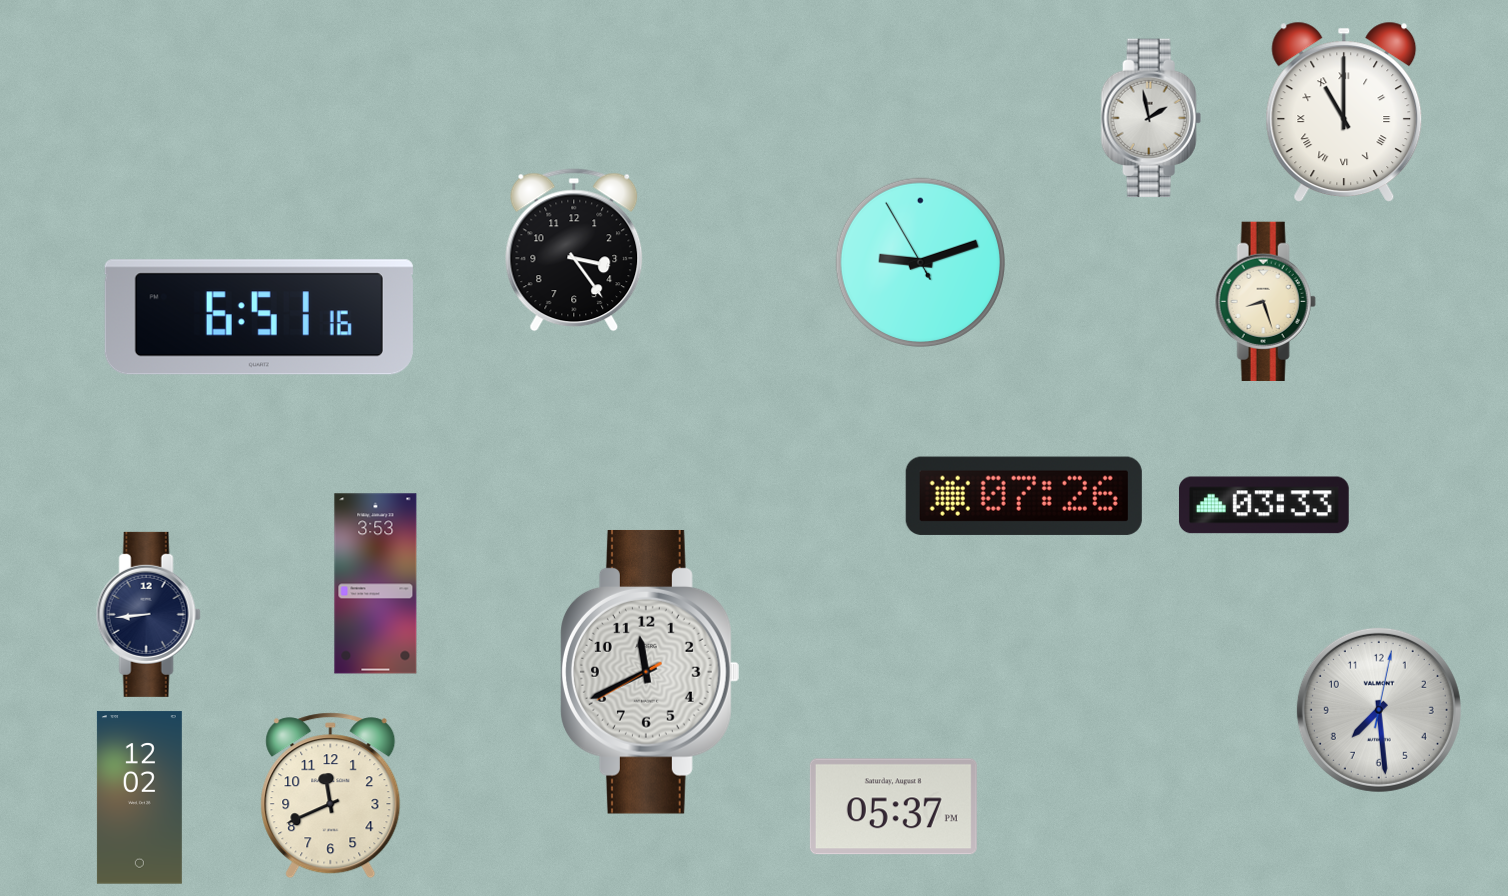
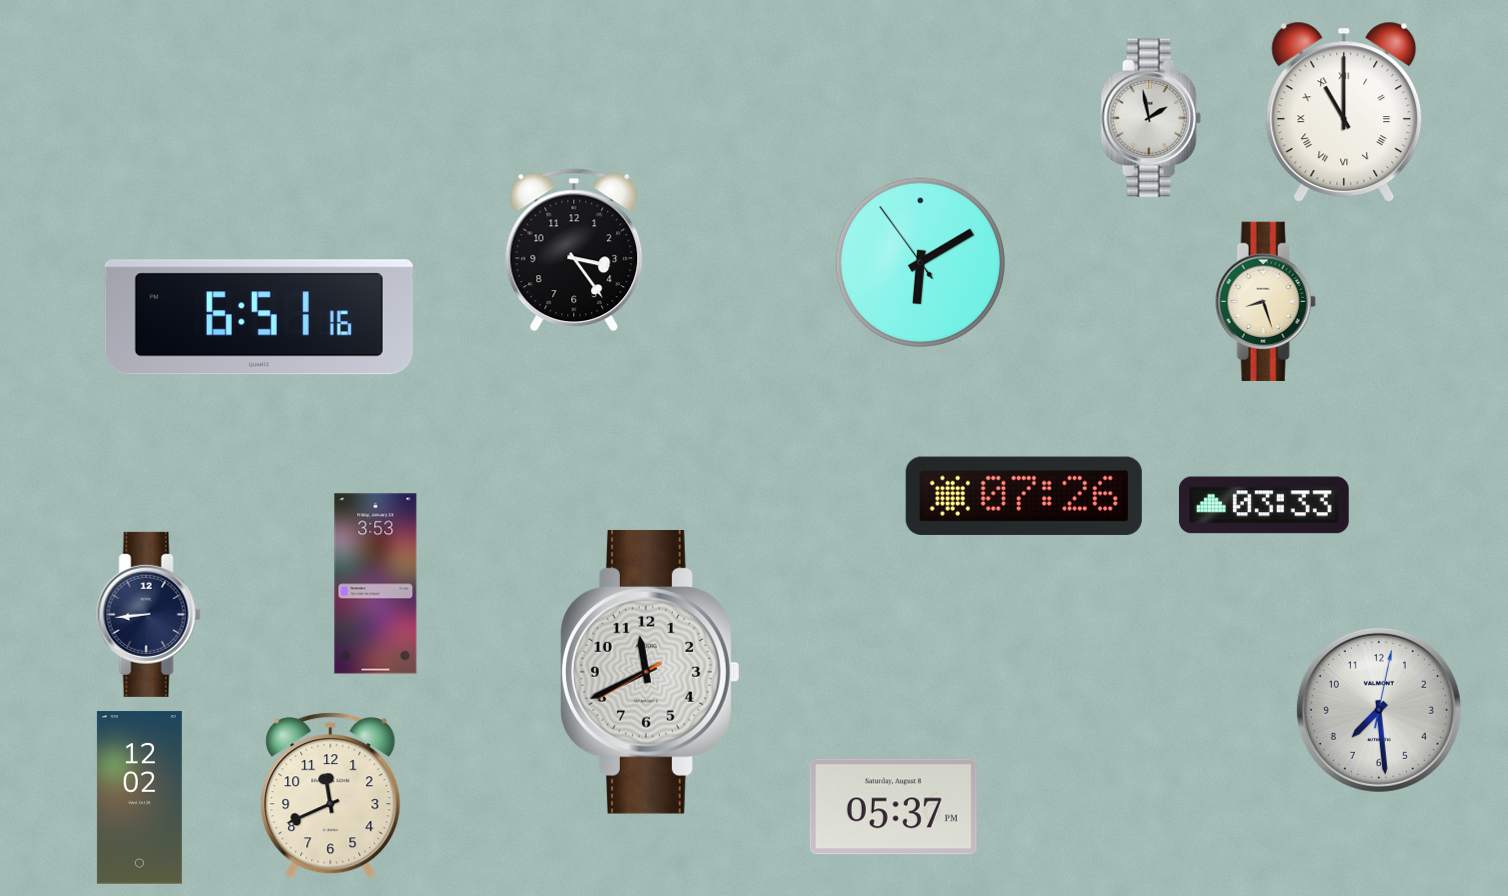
clock at (920, 262): 9:11 -> 6:09
